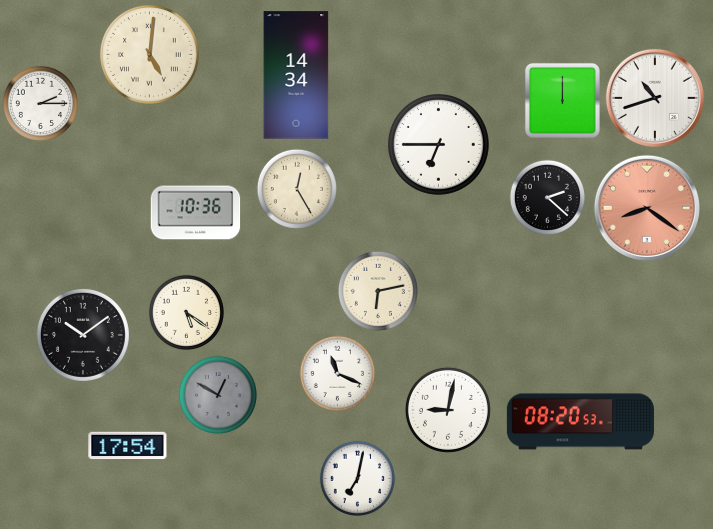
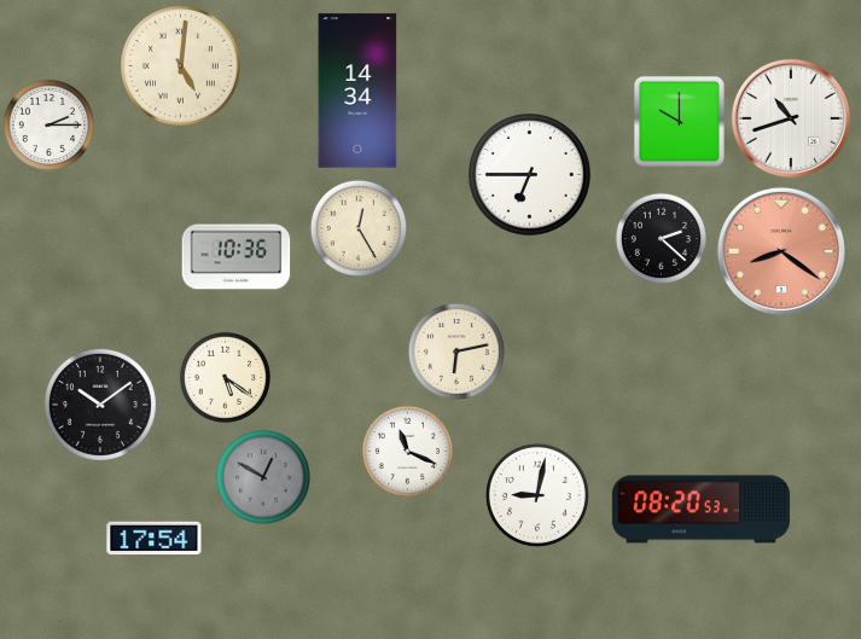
clock at (562, 100): 12:00 -> 10:00
clock at (448, 410) position: (448, 410) -> (537, 495)
clock at (357, 478): 7:02 -> none
